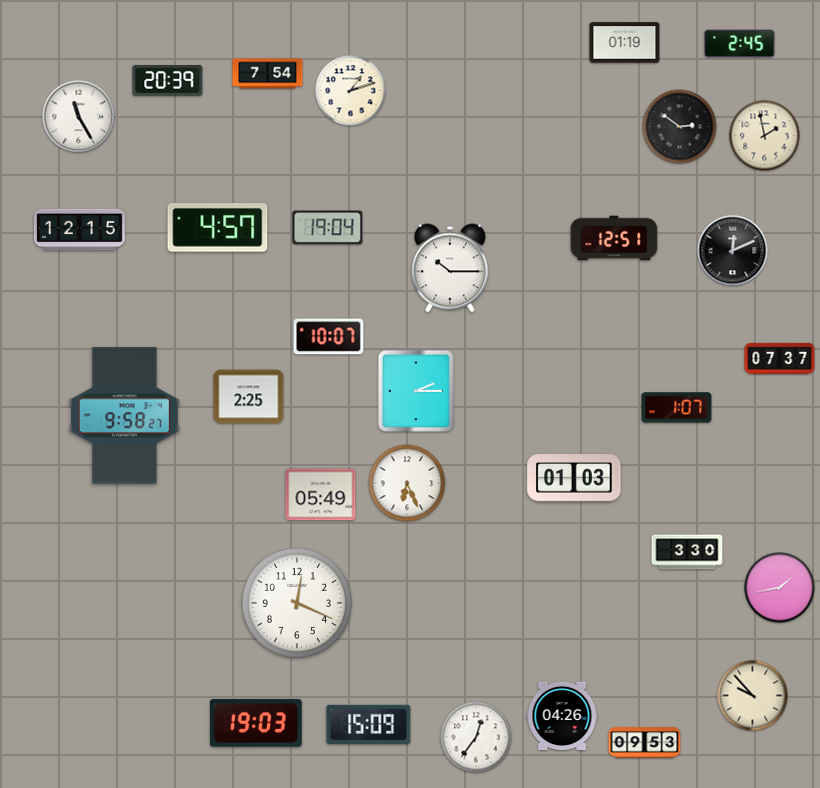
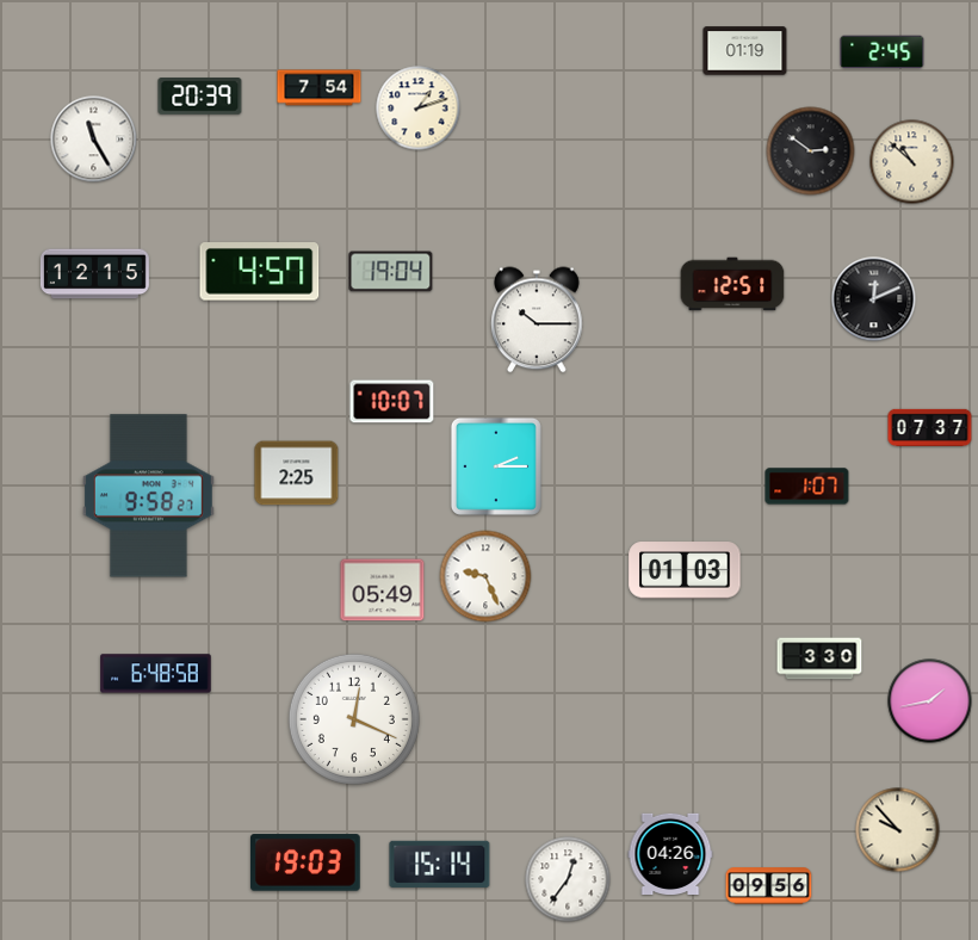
clock at (765, 136): 1:58 -> 10:52
clock at (407, 483): 6:26 -> 9:26
clock at (156, 674): none -> 6:48
clock at (369, 724): 15:09 -> 15:14
clock at (645, 743): 09:53 -> 09:56
